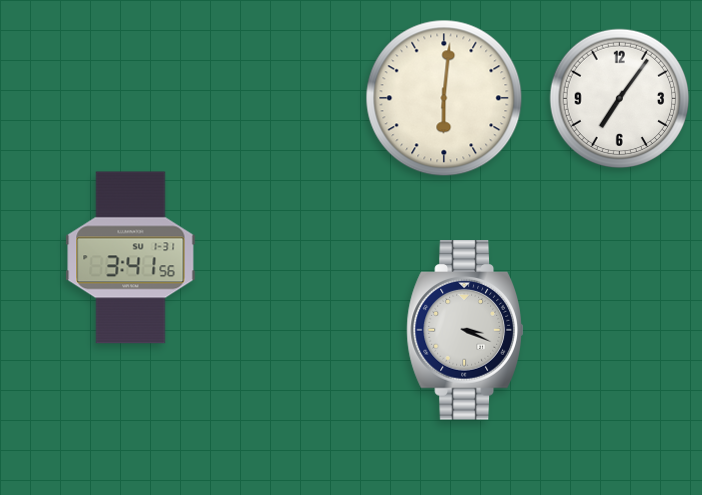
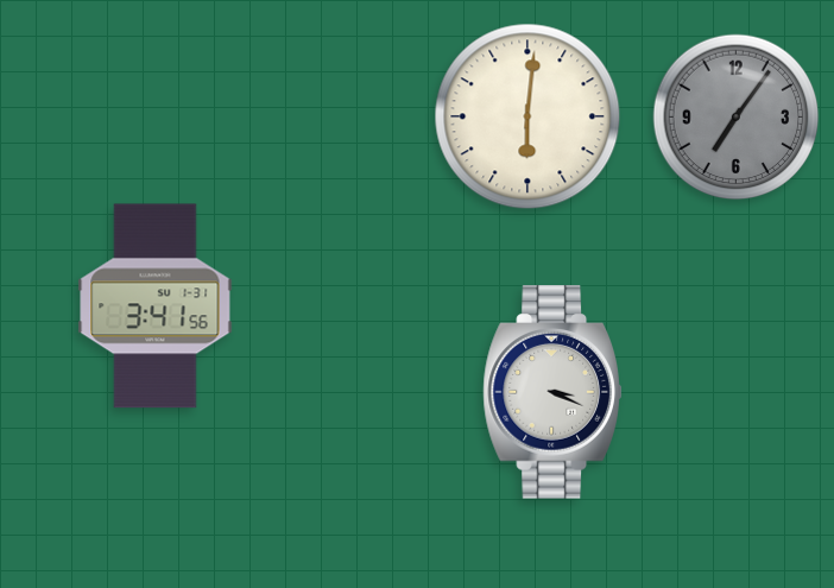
clock at (620, 99) dial: white -> grey
